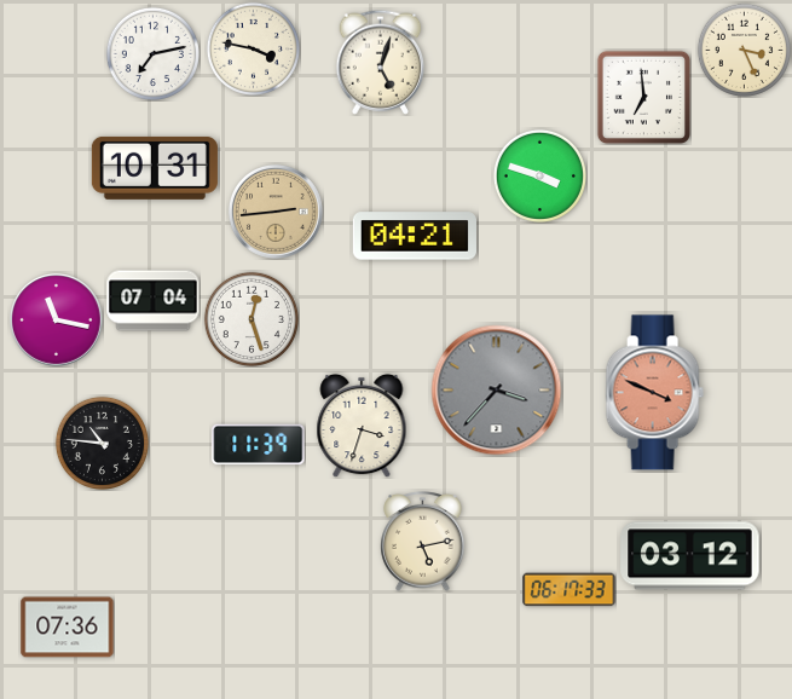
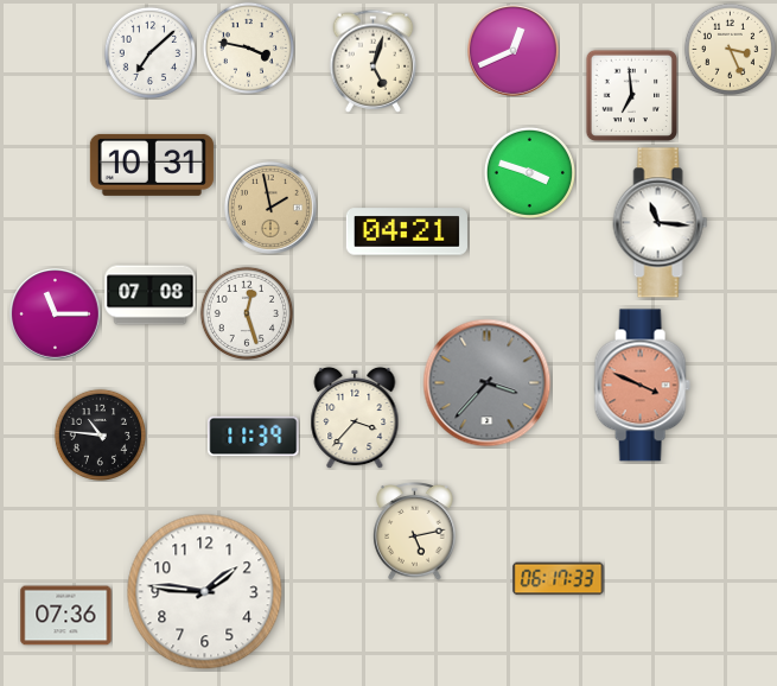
clock at (514, 51): none -> 12:41
clock at (152, 53): 7:13 -> 7:08
clock at (276, 212): 2:44 -> 1:58
clock at (661, 223): none -> 11:16
clock at (154, 301): 07:04 -> 07:08
clock at (57, 320): 11:17 -> 11:15
clock at (362, 426): 3:33 -> 3:37
clock at (690, 556): 03:12 -> none
clock at (205, 592): none -> 1:46
